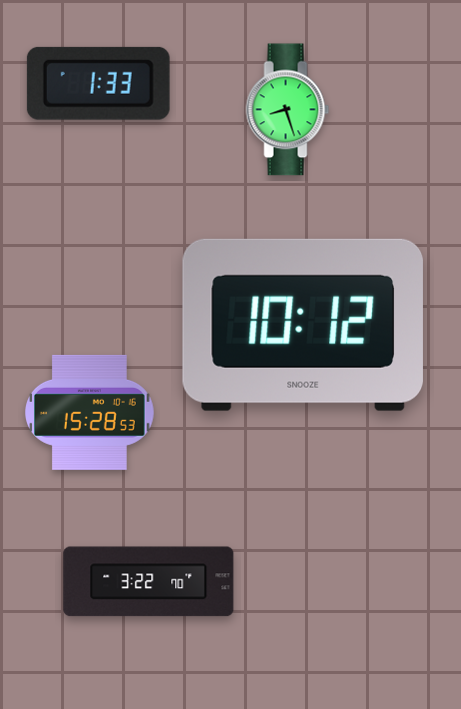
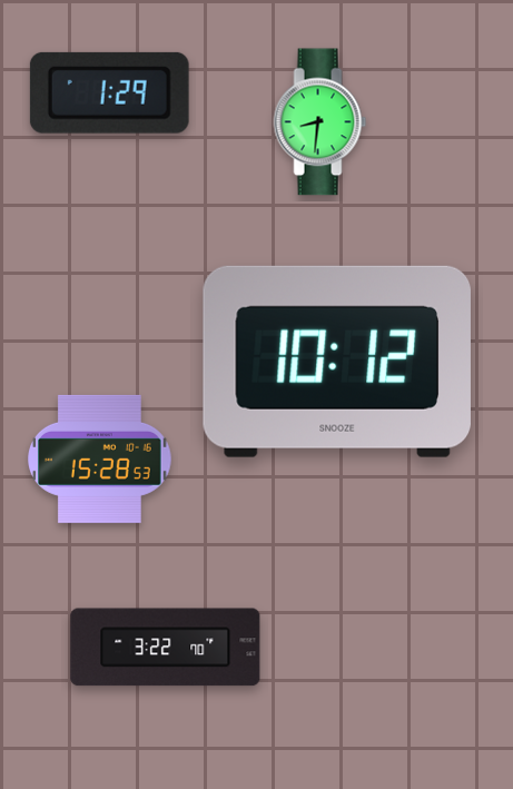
clock at (98, 83): 1:33 -> 1:29
clock at (288, 110): 8:27 -> 8:31
